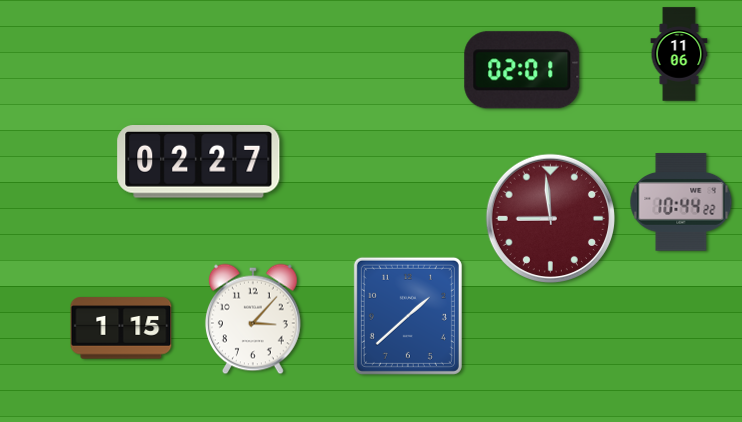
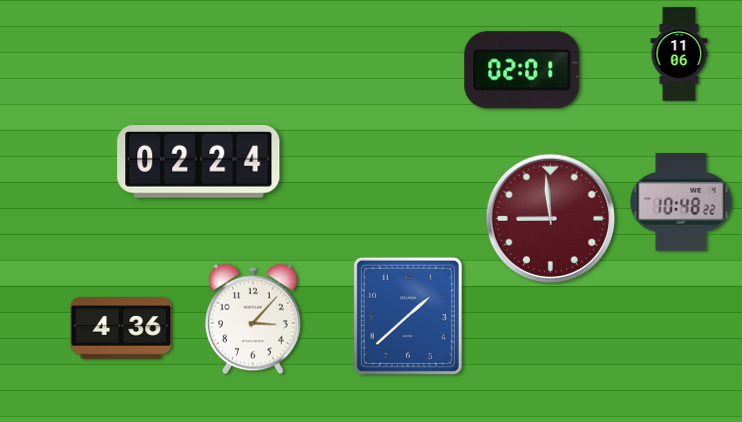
clock at (199, 162): 02:27 -> 02:24
clock at (681, 202): 10:44 -> 10:48
clock at (121, 328): 1:15 -> 4:36
